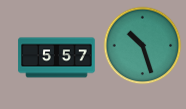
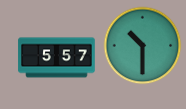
clock at (142, 45): 10:27 -> 10:30
